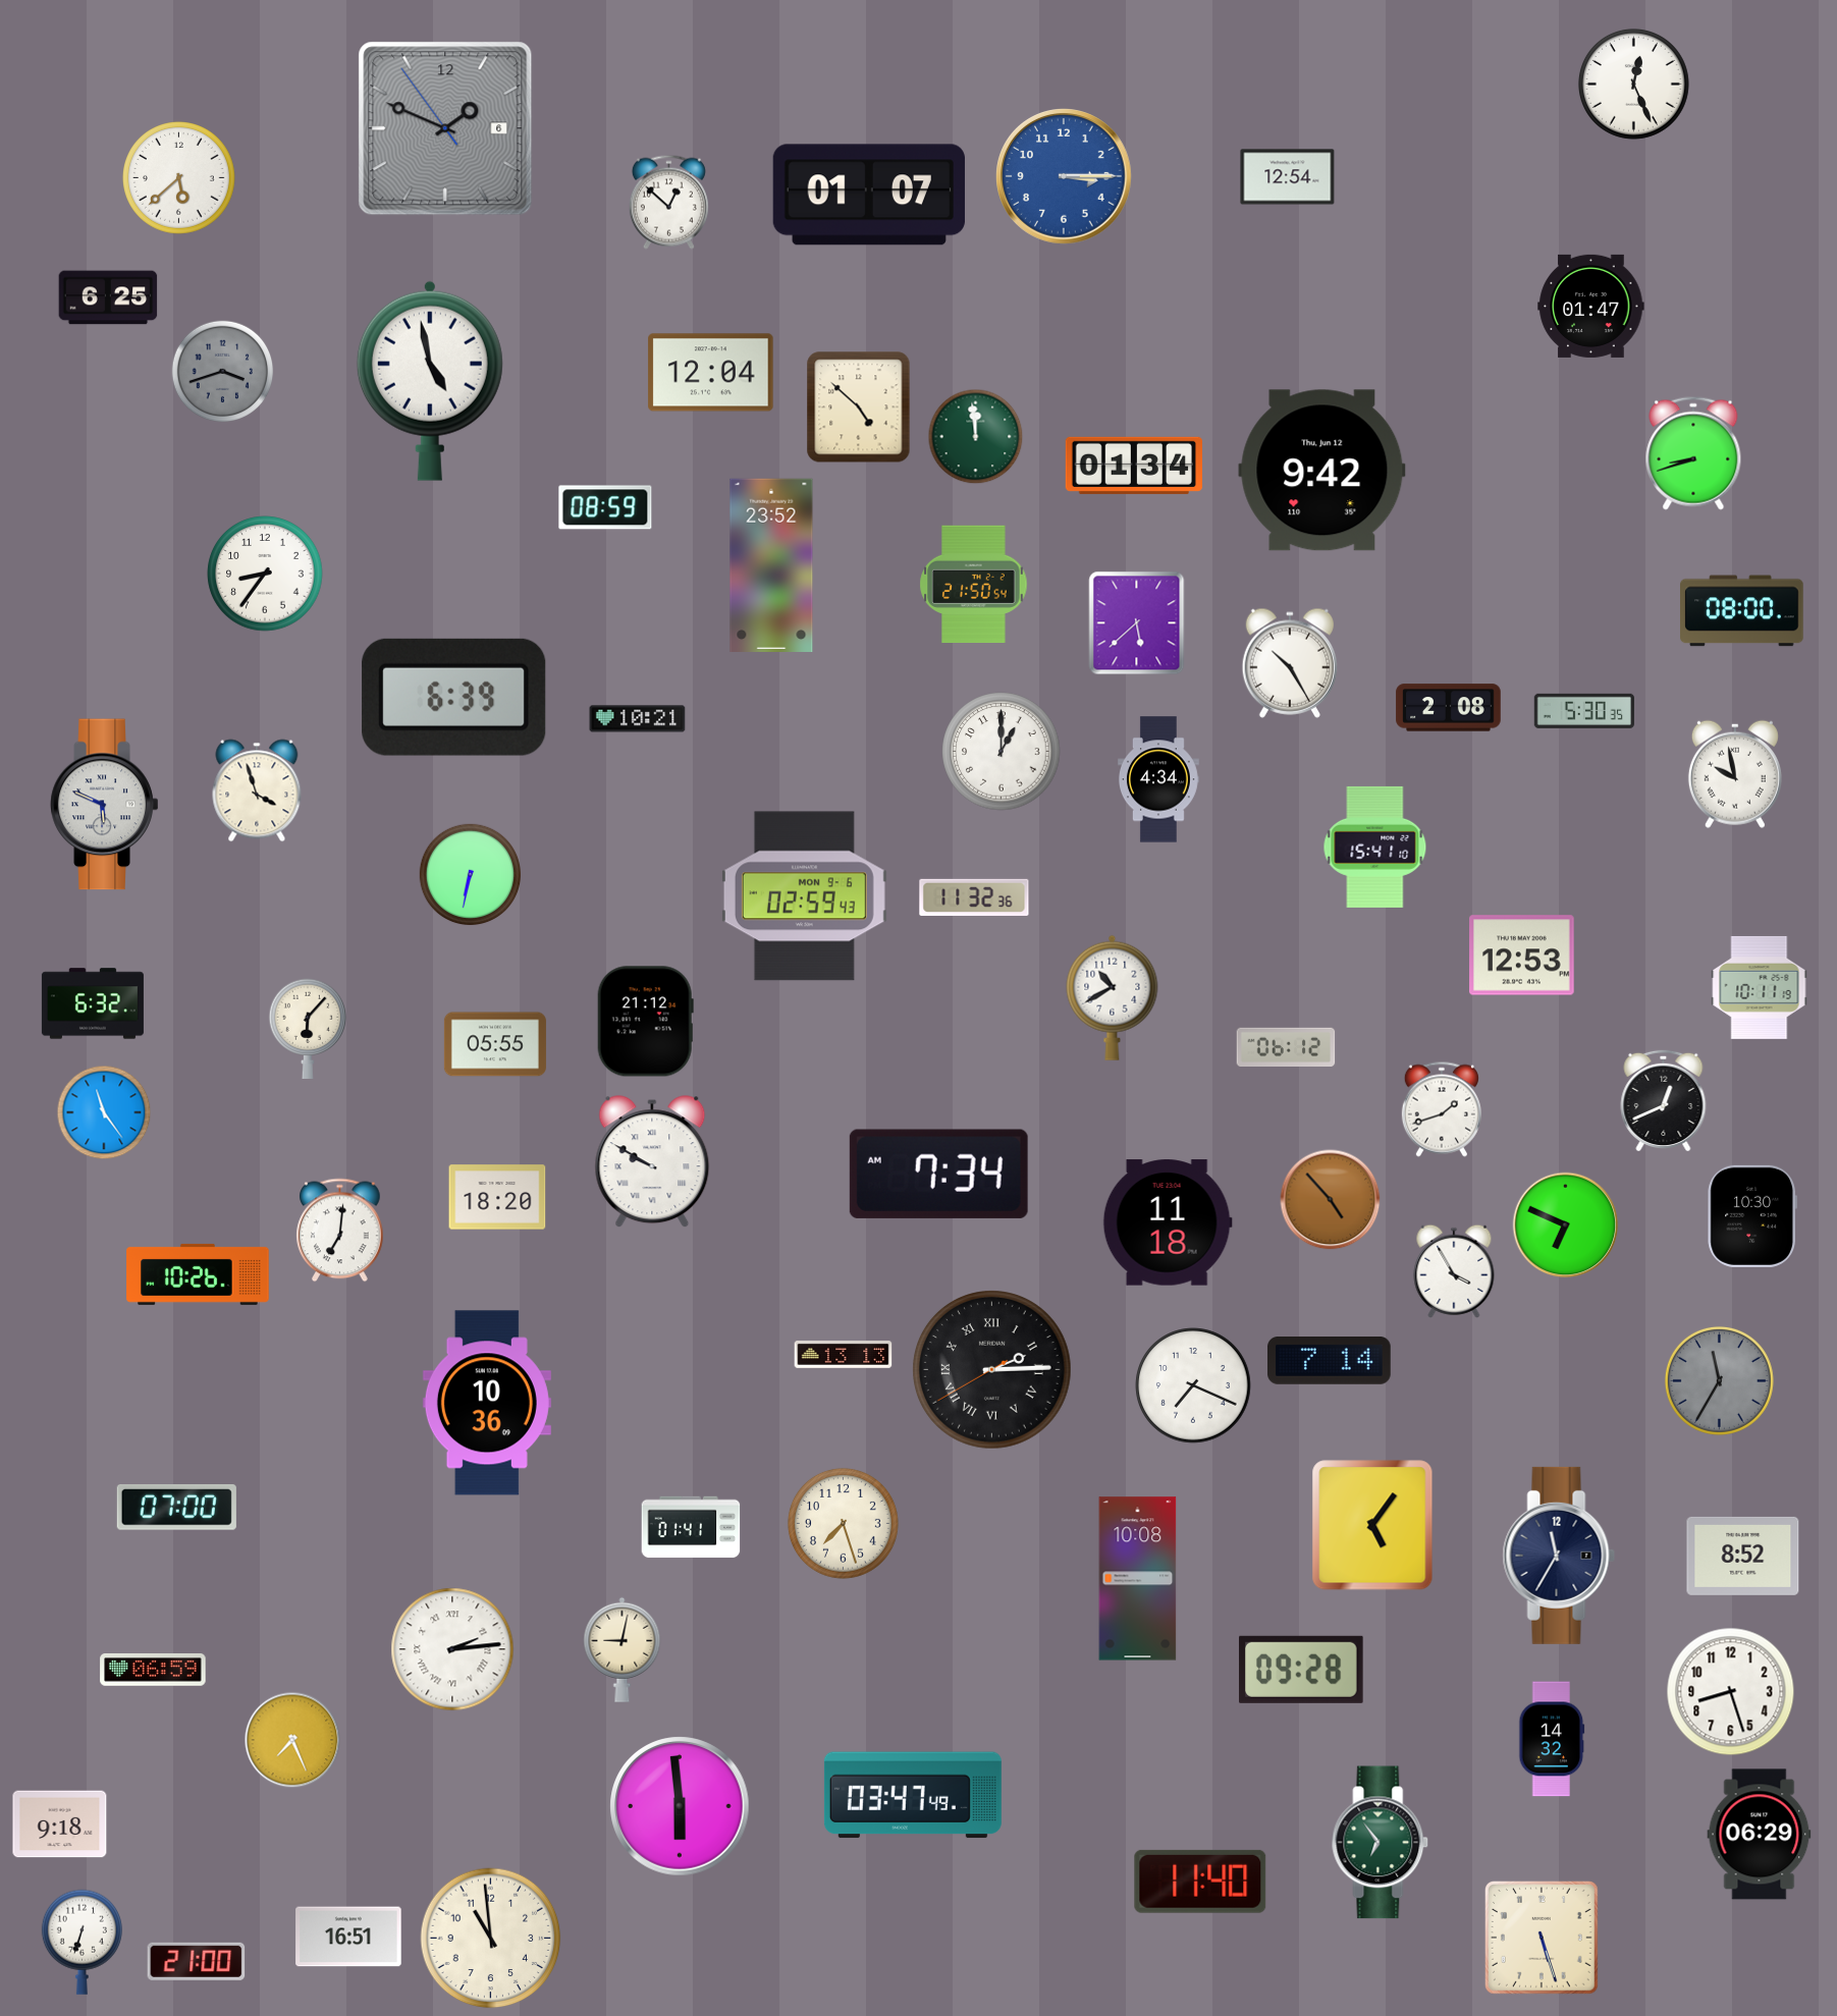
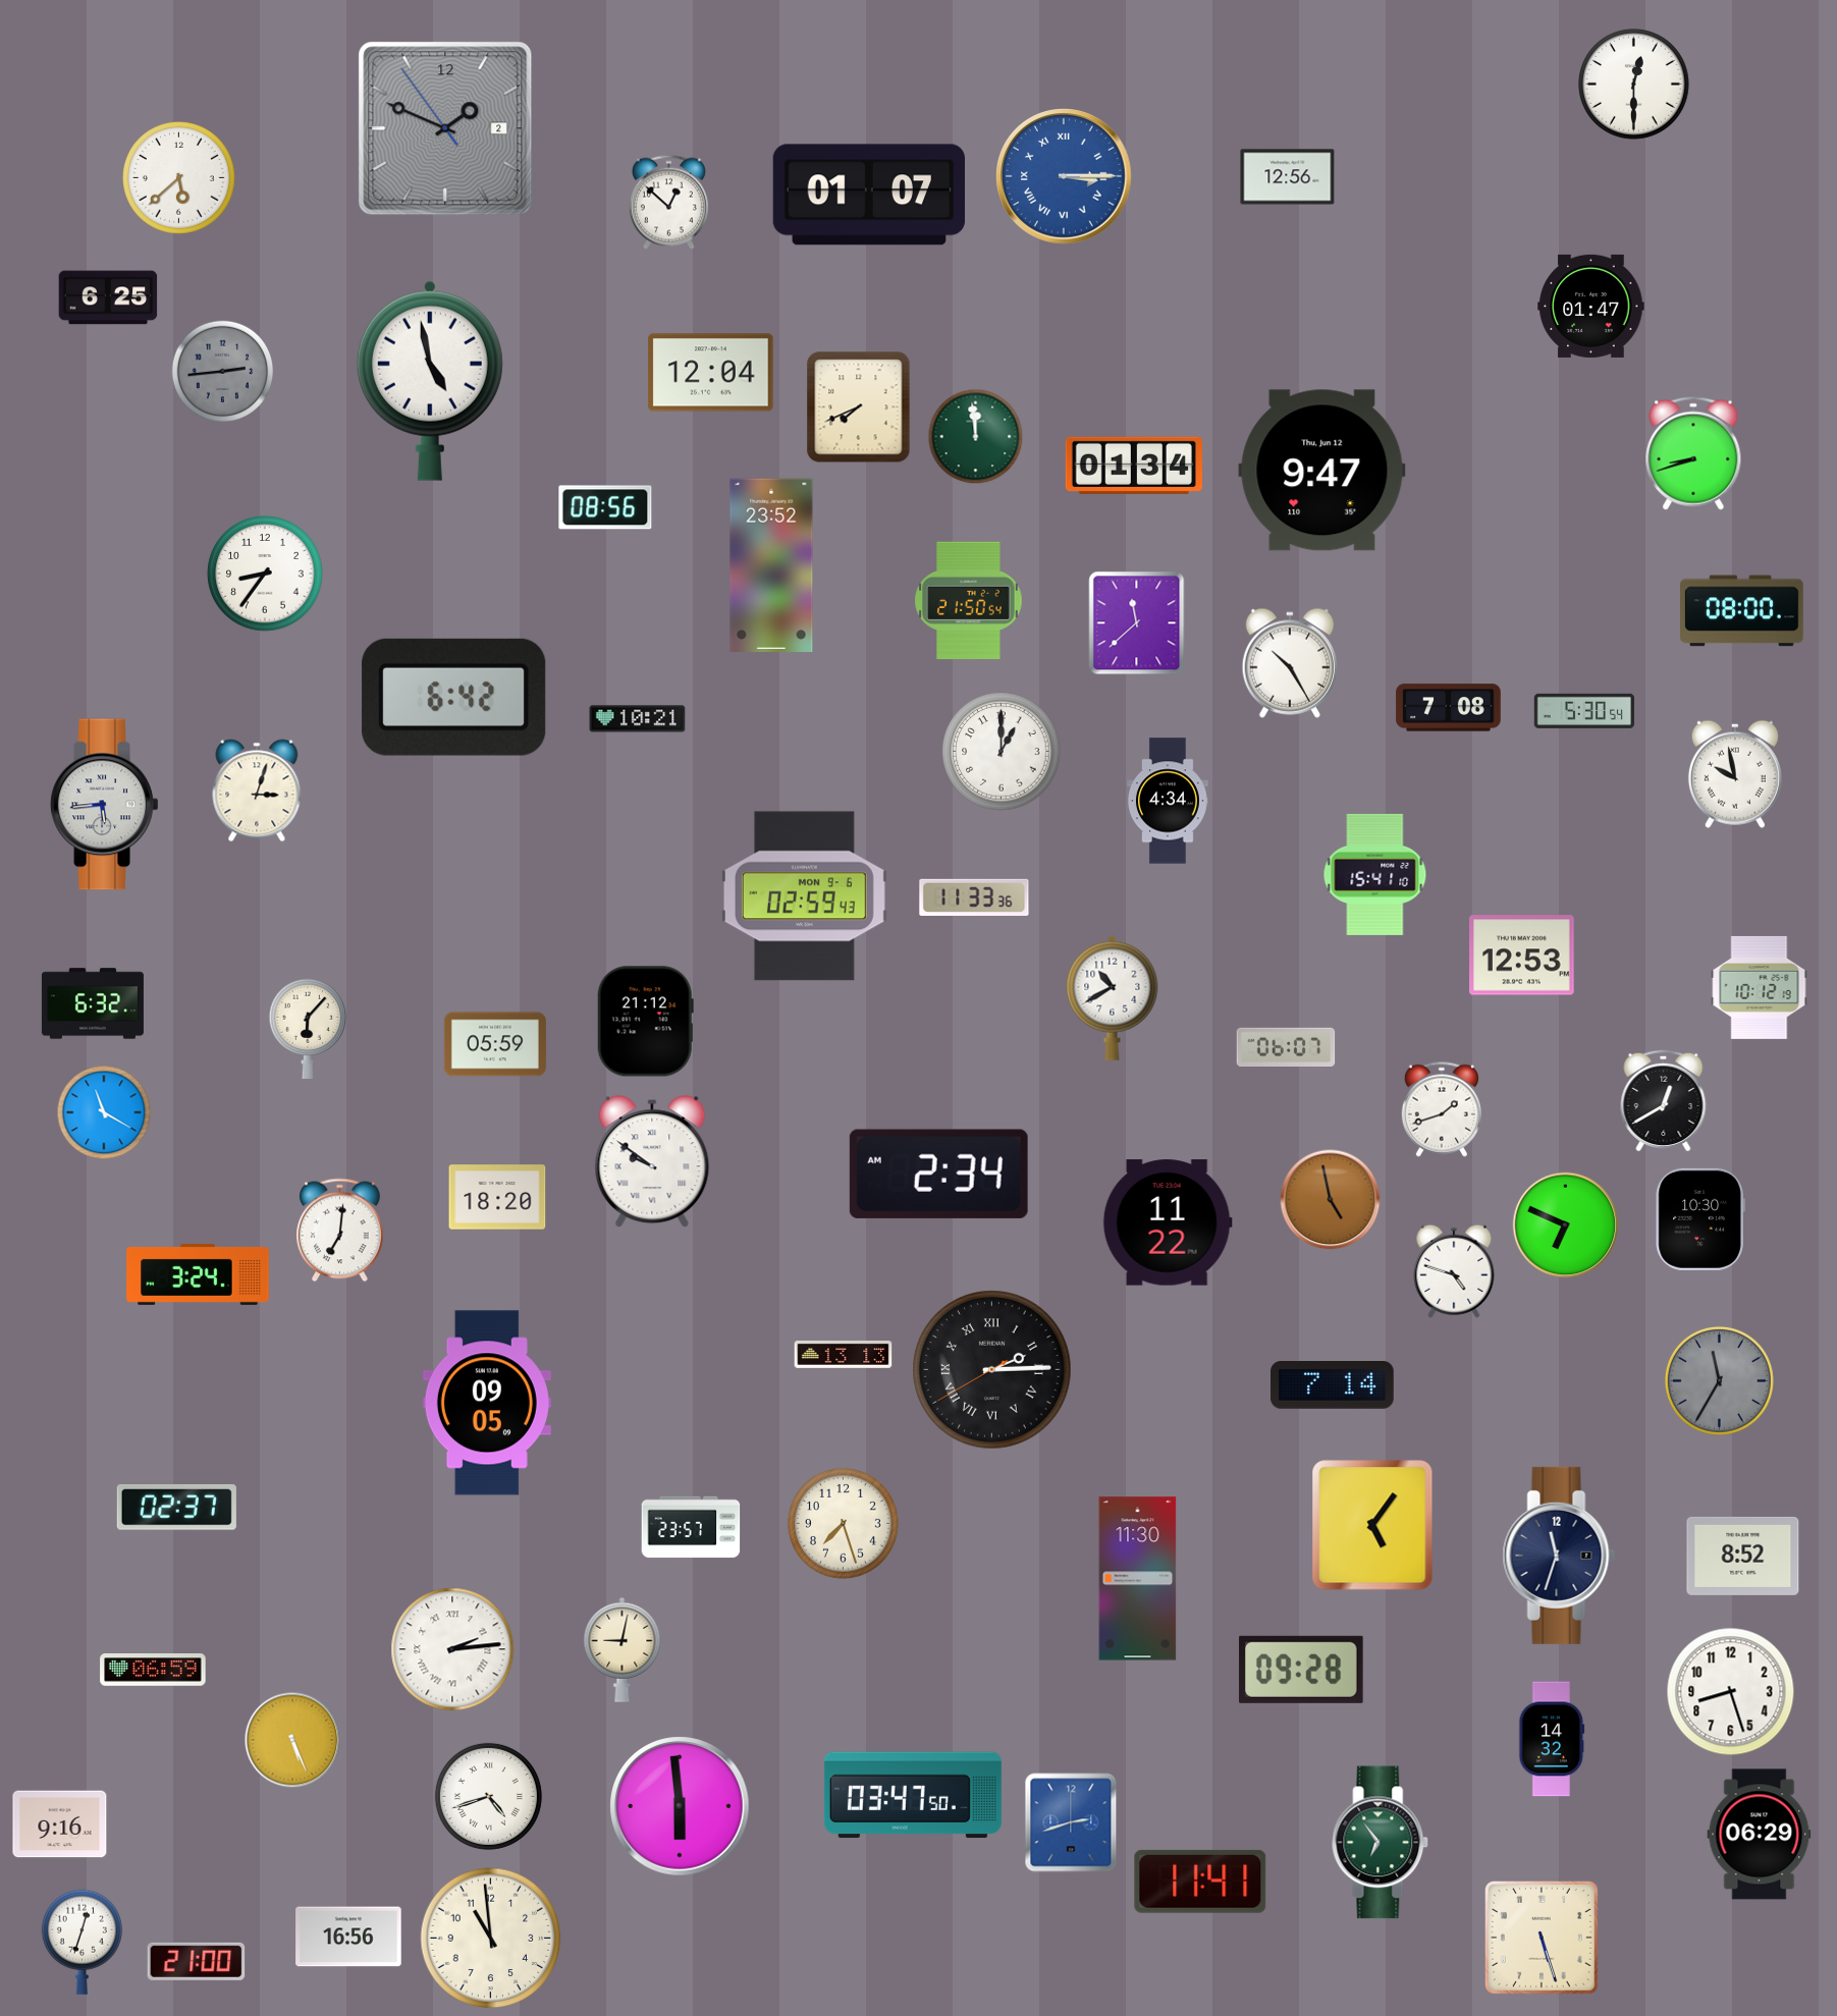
clock at (1633, 84): 12:26 -> 12:30
clock at (445, 128) date: 6 -> 2
clock at (1064, 176) numerals: Arabic -> Roman
clock at (1288, 177): 12:54 -> 12:56
clock at (223, 372): 3:42 -> 2:44
clock at (859, 407): 4:52 -> 7:41
clock at (1322, 471): 9:42 -> 9:47
clock at (605, 507): 08:59 -> 08:56
clock at (974, 585) position: (974, 585) -> (969, 601)
clock at (1137, 623): 5:38 -> 11:38
clock at (454, 697): 6:39 -> 6:42
clock at (1449, 708): 2:08 -> 7:08
clock at (1584, 711): 5:30:35 -> 5:30:54
clock at (1159, 779) position: (1159, 779) -> (1169, 801)
clock at (257, 791): 3:57 -> 3:03
clock at (105, 805): 5:49 -> 5:44
clock at (1375, 847) position: (1375, 847) -> (1375, 874)
clock at (471, 875): 6:32 -> none
clock at (974, 896): 11:32 -> 11:33
clock at (1760, 987): 10:11 -> 10:12
clock at (495, 1044): 05:55 -> 05:59
clock at (1286, 1046): 06:12 -> 06:07
clock at (1664, 1099): 12:41 -> 12:40
clock at (104, 1112): 11:24 -> 11:20
clock at (652, 1162): 9:50 -> 9:51
clock at (938, 1174): 7:34 -> 2:34
clock at (1331, 1200): 4:53 -> 4:58
clock at (1752, 1216) position: (1752, 1216) -> (1700, 1219)
clock at (1168, 1222): 11:18 -> 11:22
clock at (1454, 1271): 3:55 -> 4:48
clock at (198, 1274): 10:26 -> 3:24
clock at (1330, 1361) position: (1330, 1361) -> (1333, 1385)
clock at (1193, 1385): 7:19 -> none
clock at (487, 1403): 10:36 -> 09:05
clock at (176, 1507): 07:00 -> 02:37
clock at (691, 1527): 01:41 -> 23:57
clock at (1559, 1556): 11:35 -> 11:33
clock at (1138, 1579): 10:08 -> 11:30
clock at (292, 1740): 7:26 -> 5:26
clock at (913, 1795): 03:47:49 -> 03:47:50
clock at (488, 1796): none -> 4:42
clock at (1071, 1822): none -> 2:42
clock at (60, 1824): 9:18 -> 9:16
clock at (1200, 1882): 11:40 -> 11:41
clock at (348, 1937): 16:51 -> 16:56
clock at (82, 1942): 6:33 -> 12:33
